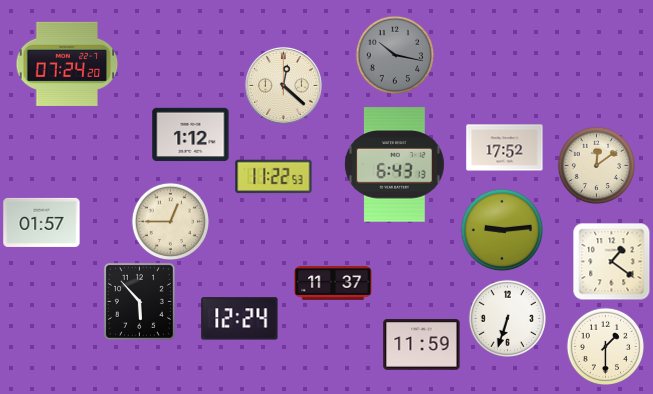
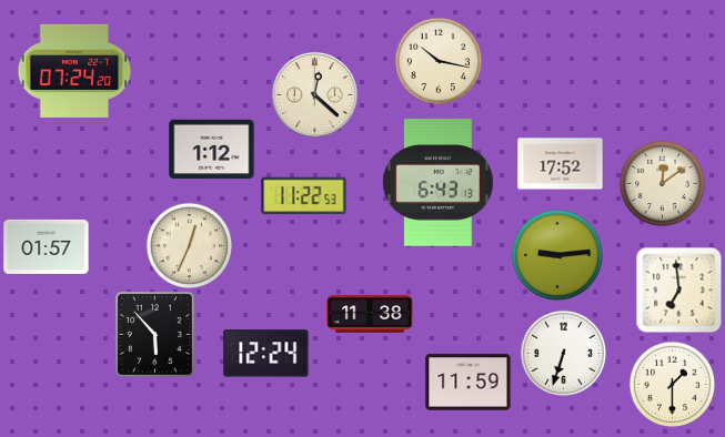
clock at (394, 54) dial: grey -> cream
clock at (170, 221): 12:45 -> 12:34
clock at (611, 261): 1:21 -> 6:59
clock at (333, 284): 11:37 -> 11:38
